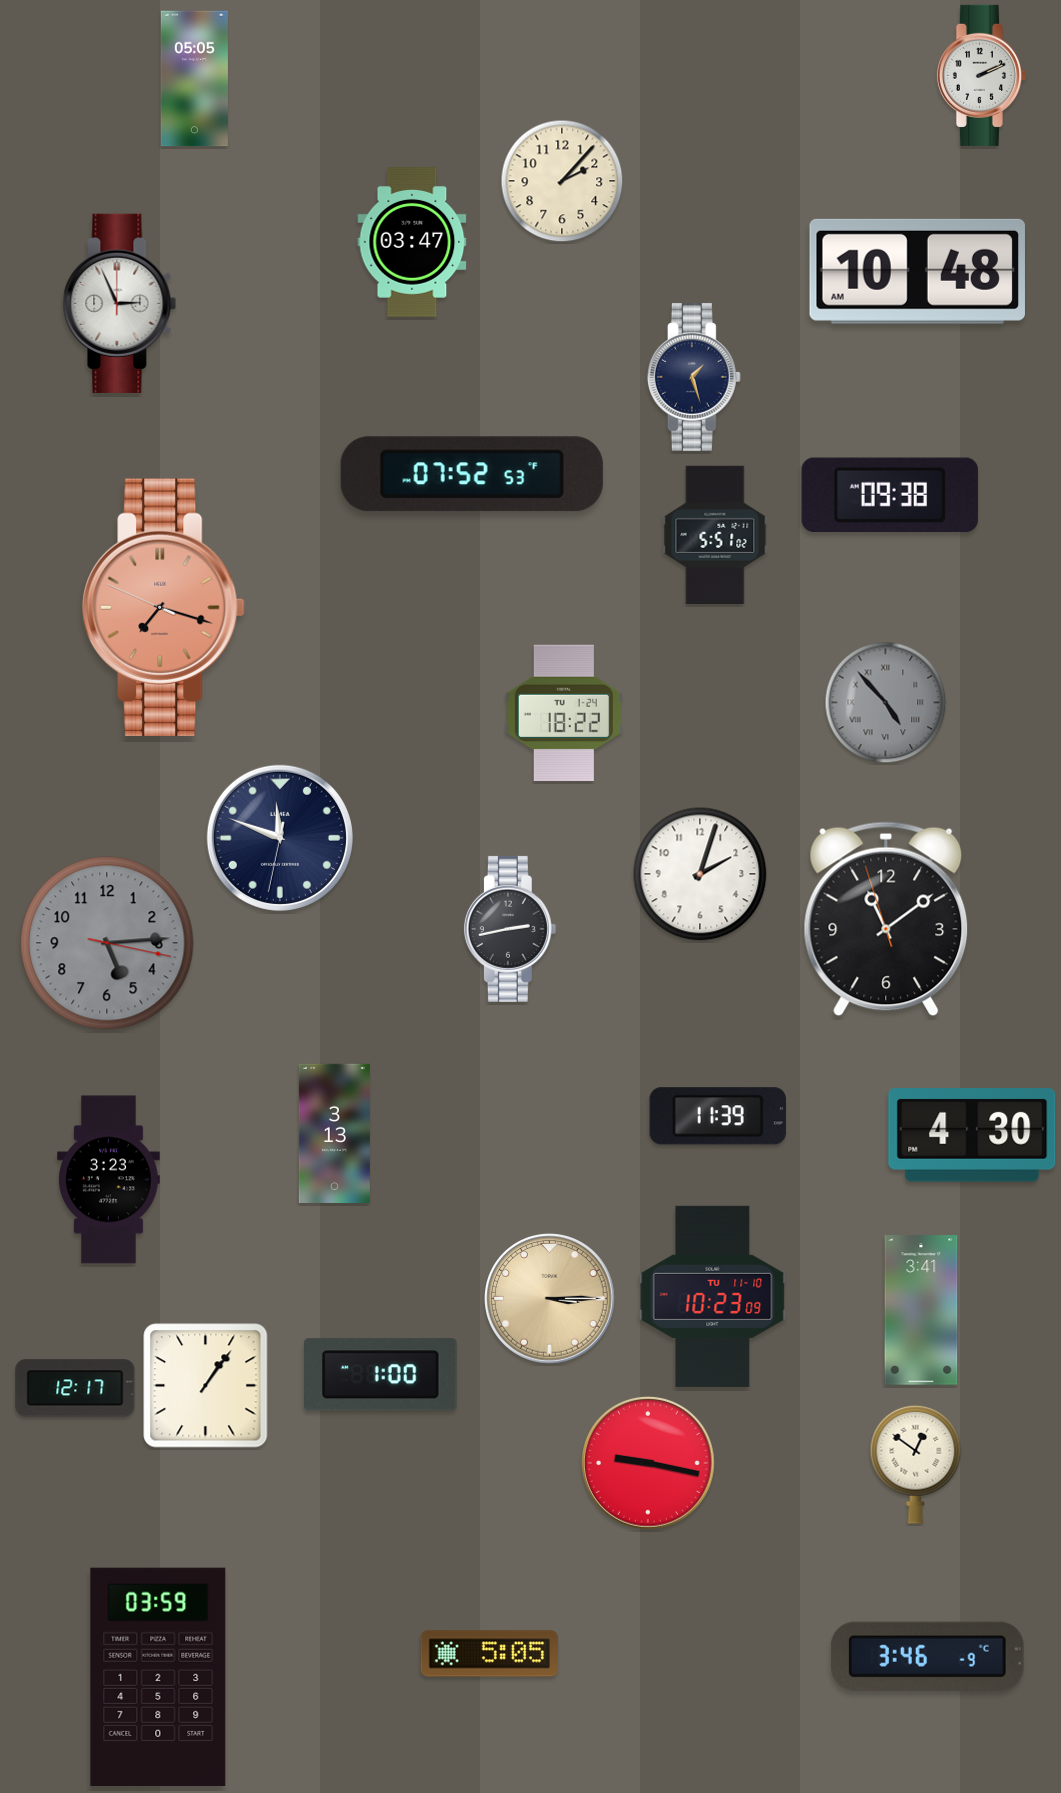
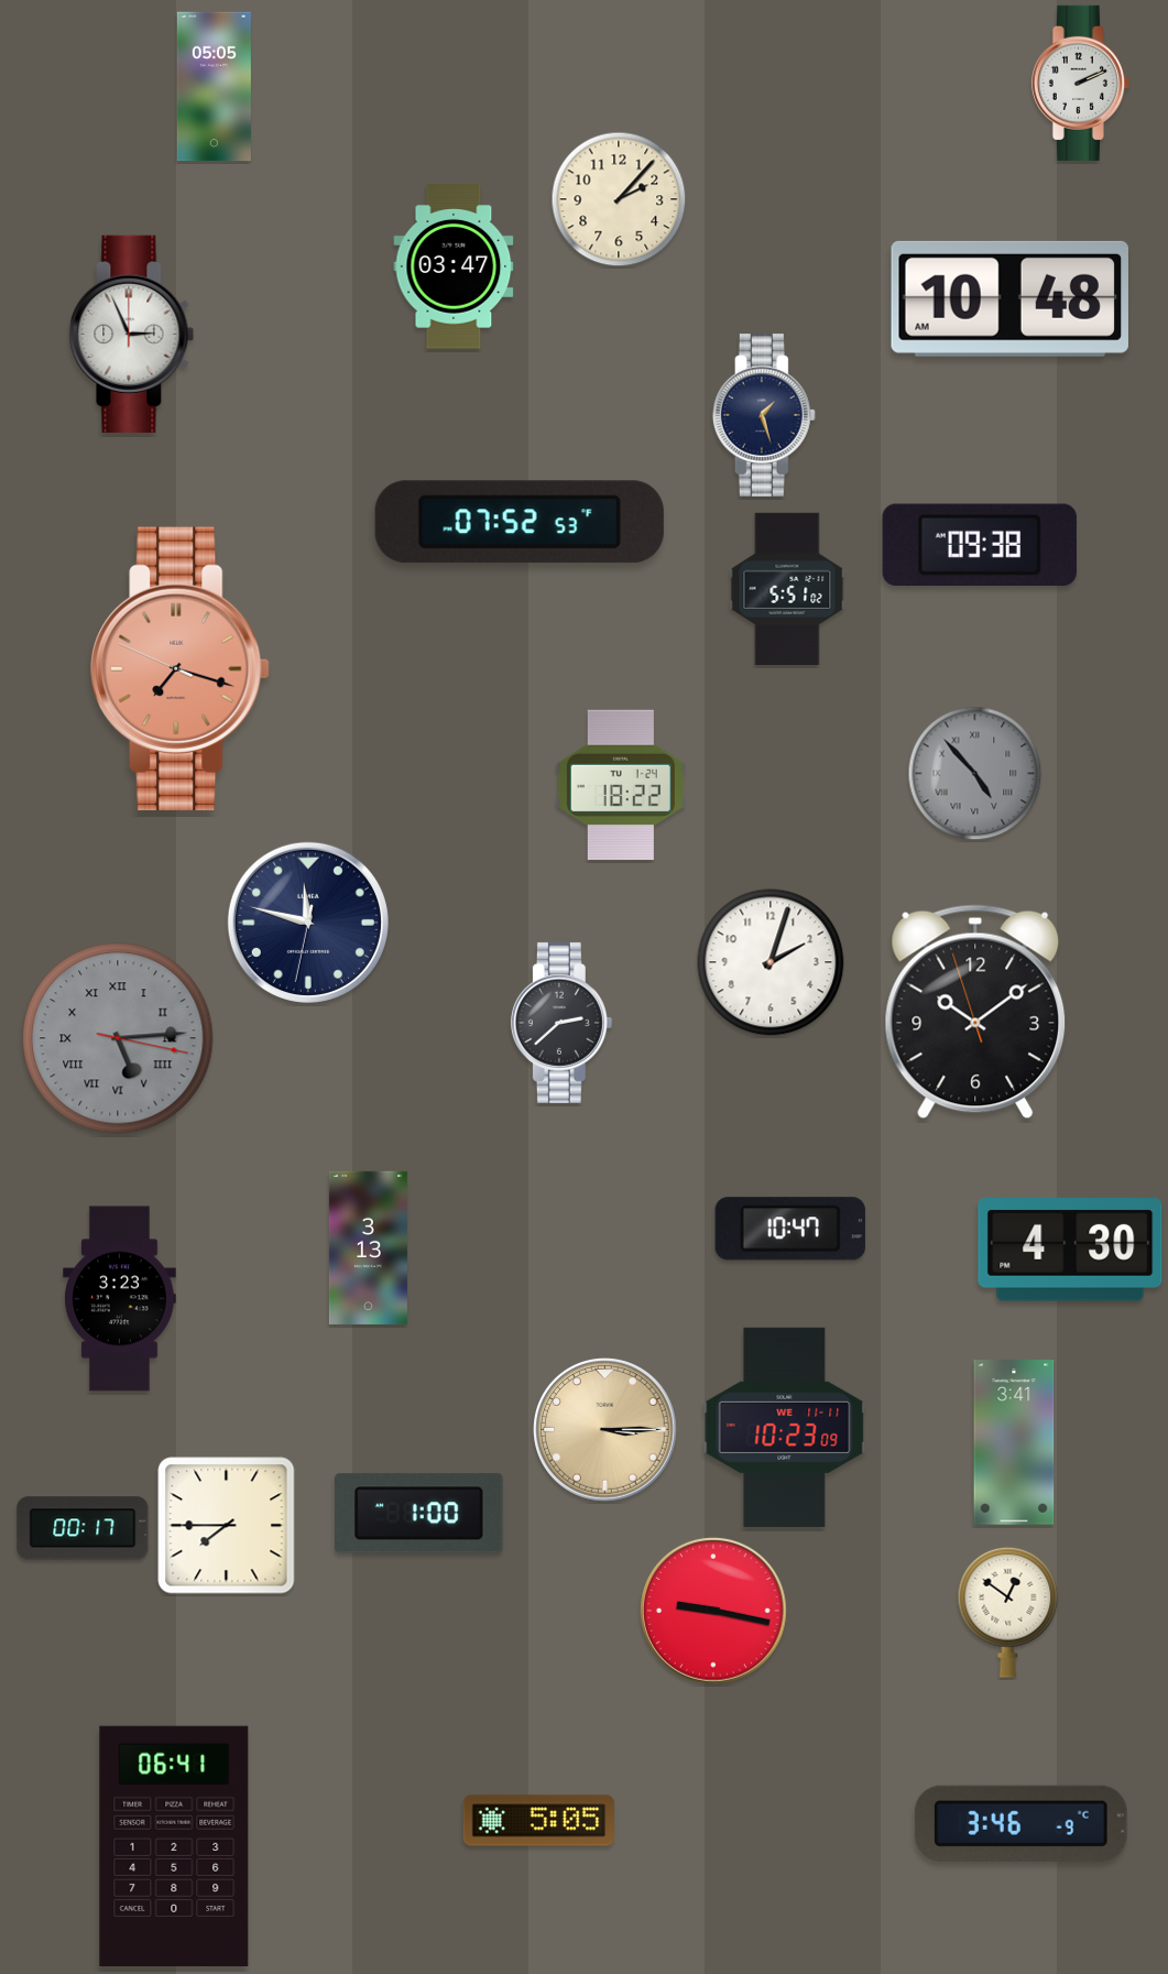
clock at (280, 838): 11:48 -> 11:47
clock at (886, 919): 11:08 -> 10:08
clock at (510, 929): 2:43 -> 2:38
clock at (107, 943) numerals: Arabic -> Roman
clock at (718, 1116): 11:39 -> 10:47
clock at (713, 1296) date: TU 11-10 -> WE 11-11
clock at (206, 1386): 1:06 -> 7:45
clock at (75, 1388): 12:17 -> 00:17
clock at (158, 1676): 03:59 -> 06:41
